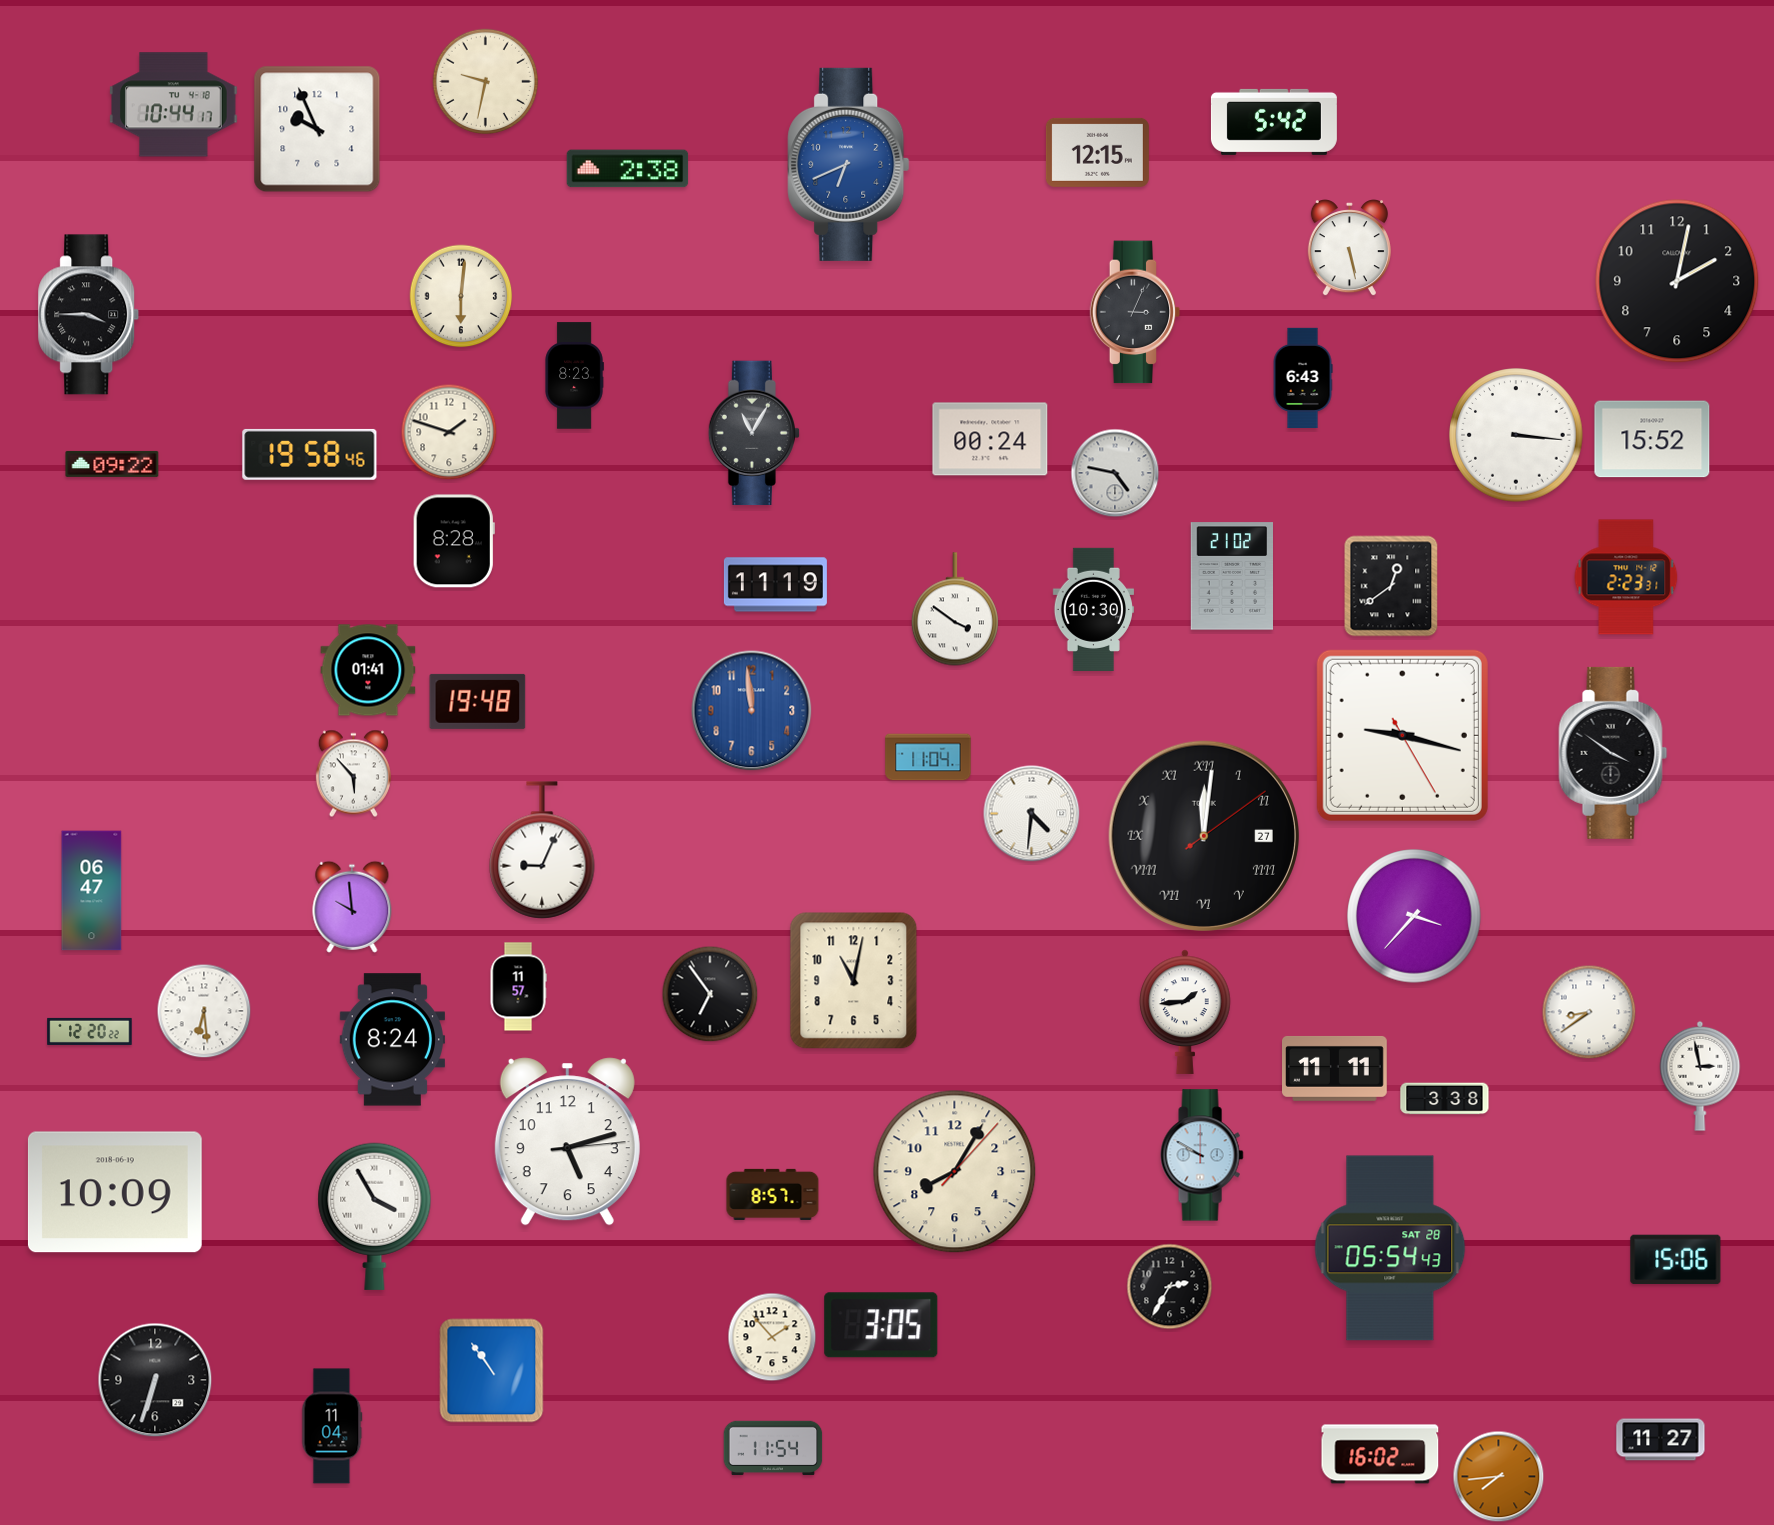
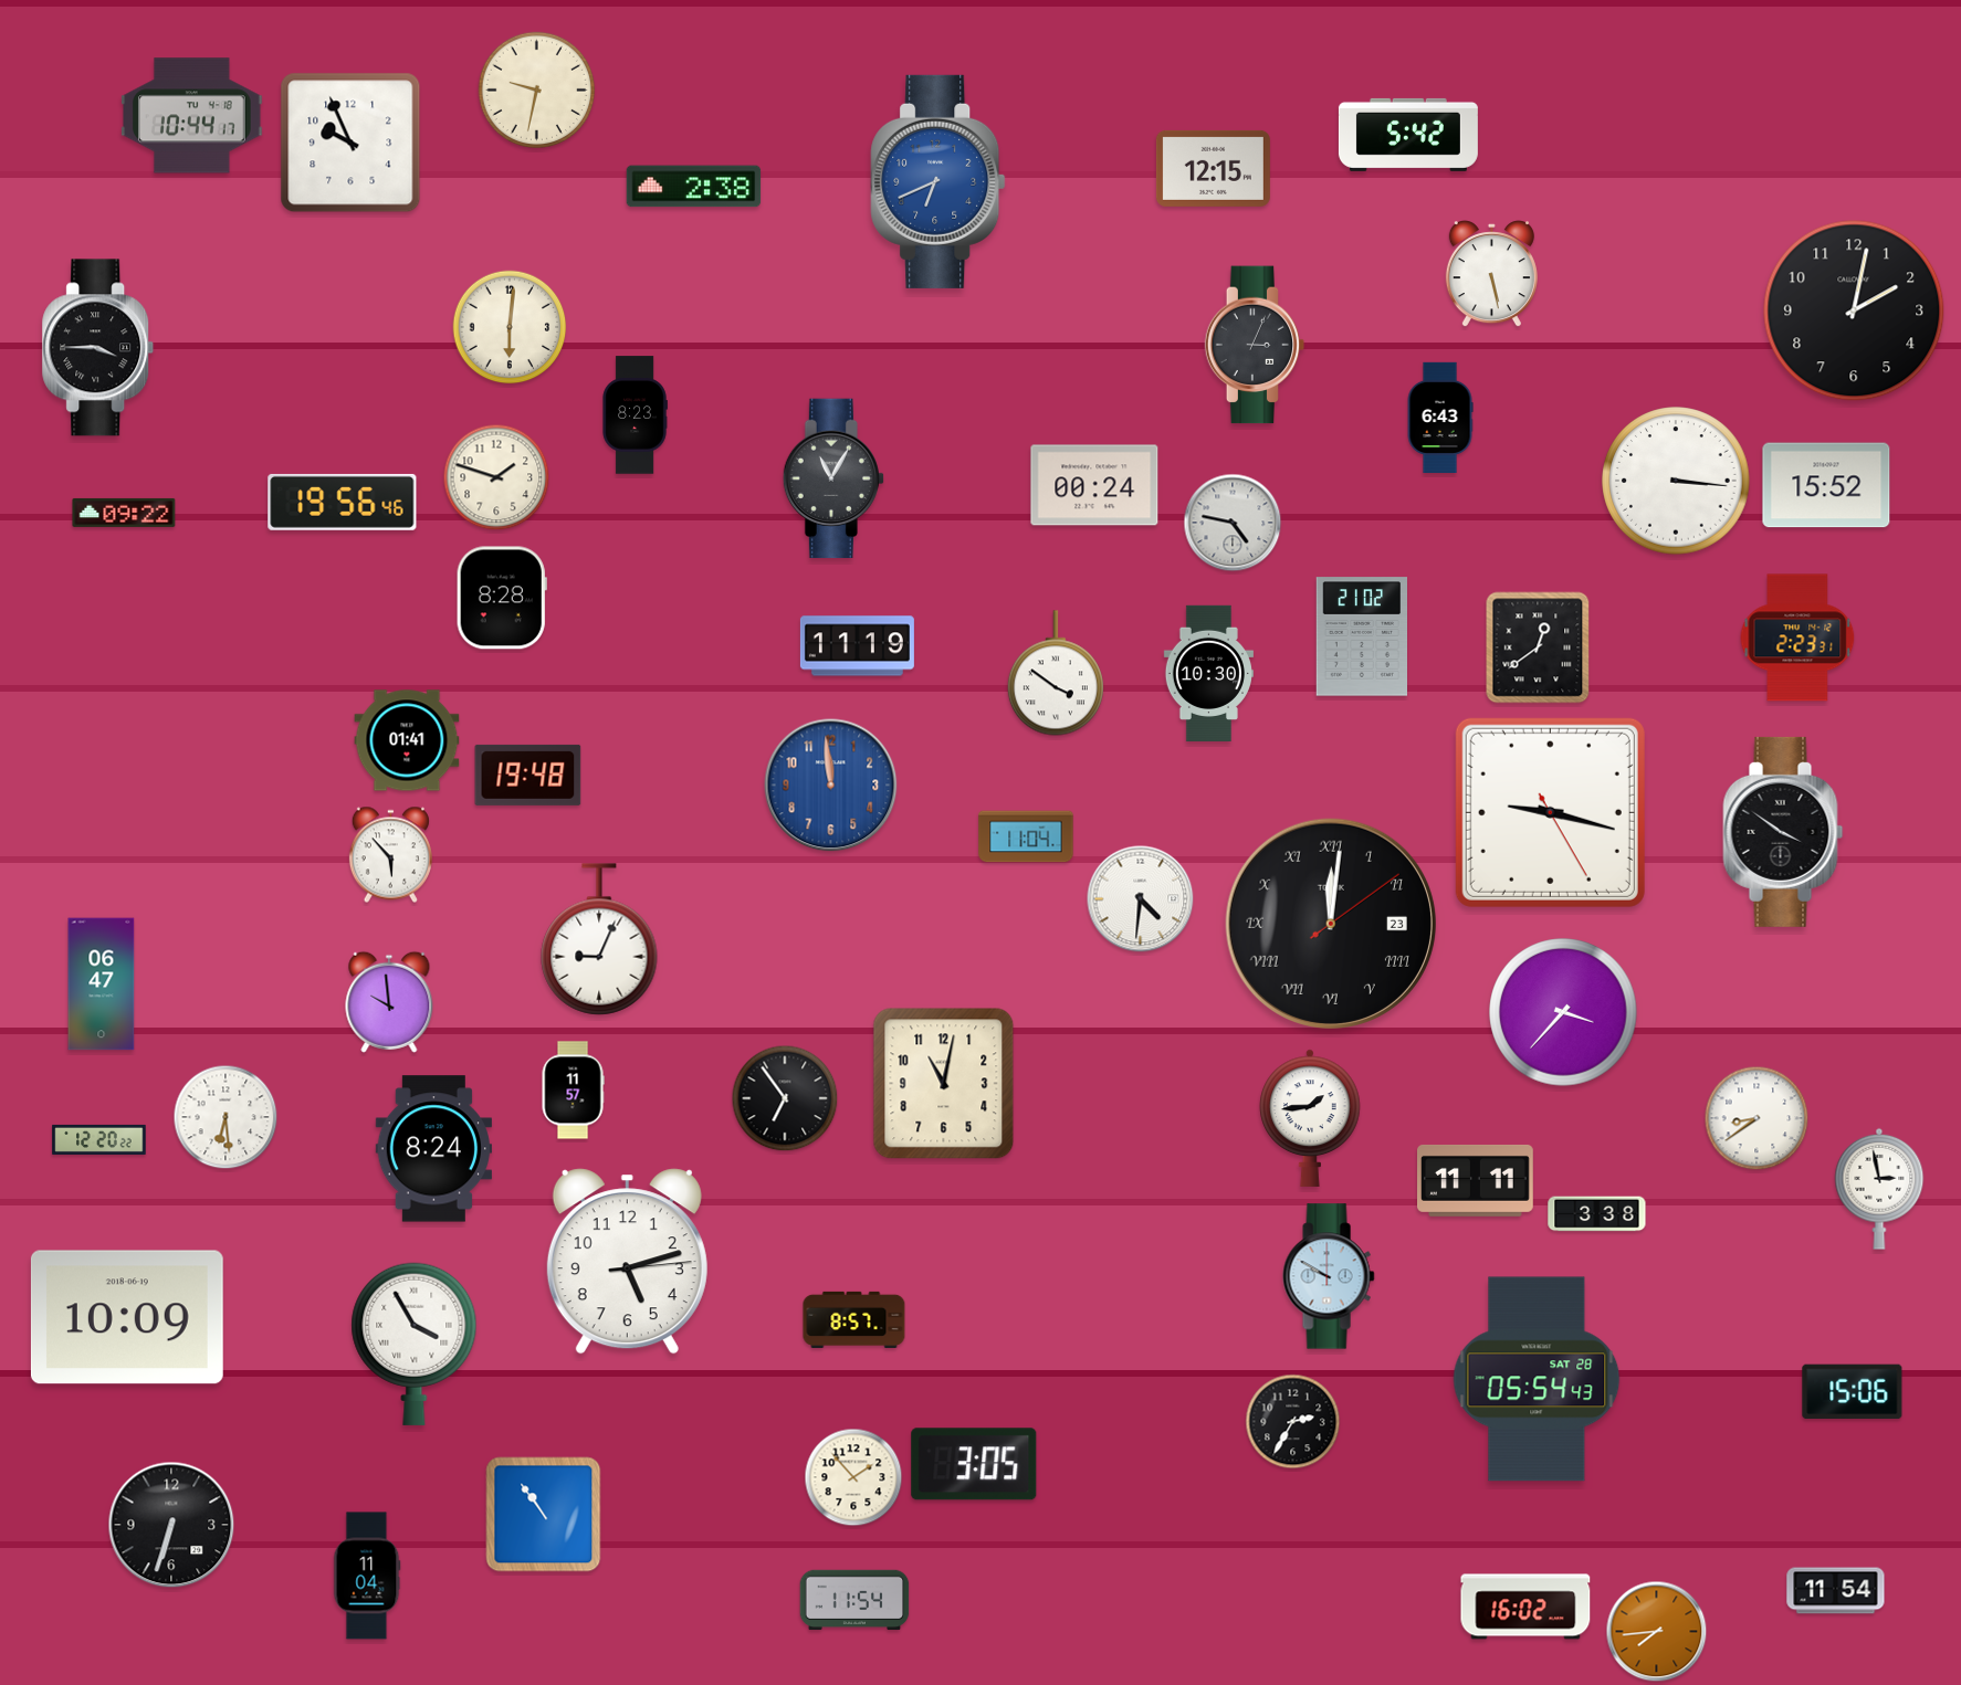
clock at (310, 454): 19:58 -> 19:56
clock at (1203, 835) date: 27 -> 23
clock at (955, 1172): 8:05 -> none
clock at (1661, 1440): 11:27 -> 11:54
